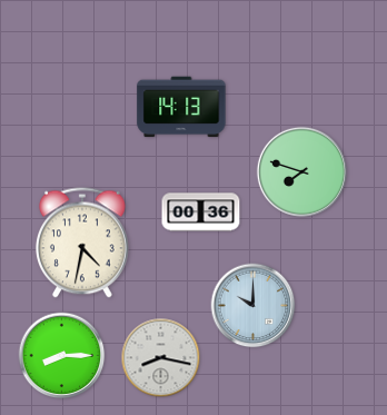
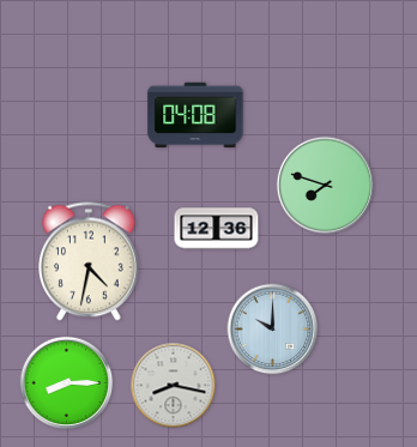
clock at (181, 107): 14:13 -> 04:08
clock at (201, 213): 00:36 -> 12:36
